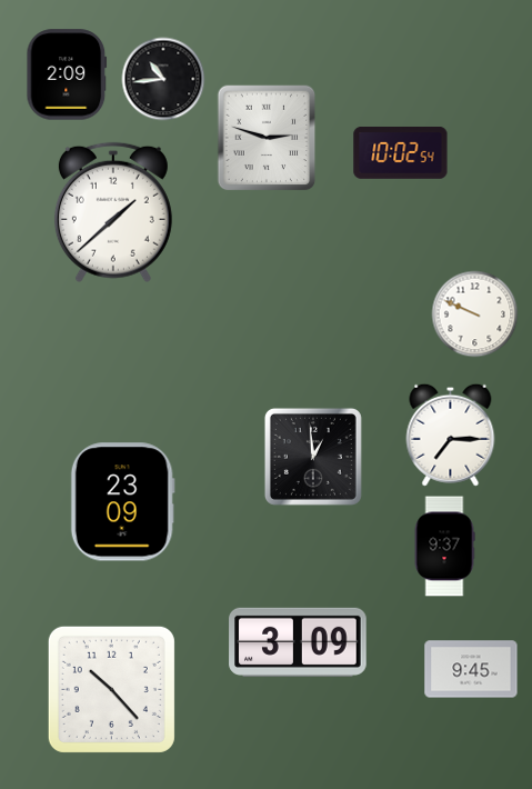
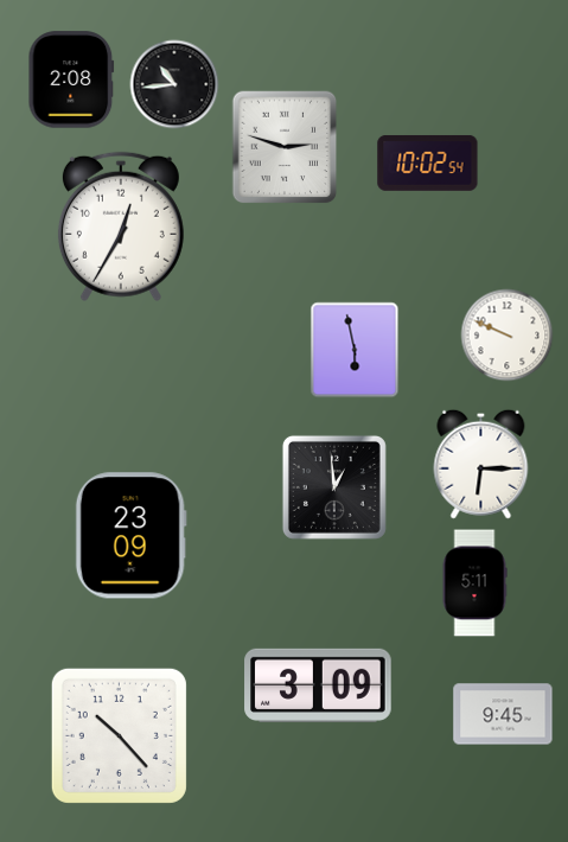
clock at (67, 74): 2:09 -> 2:08
clock at (113, 212): 1:38 -> 12:35
clock at (355, 350): none -> 5:58
clock at (451, 435): 7:15 -> 6:15
clock at (444, 547): 9:37 -> 5:11
